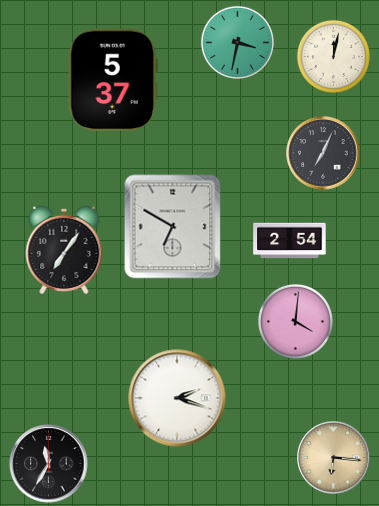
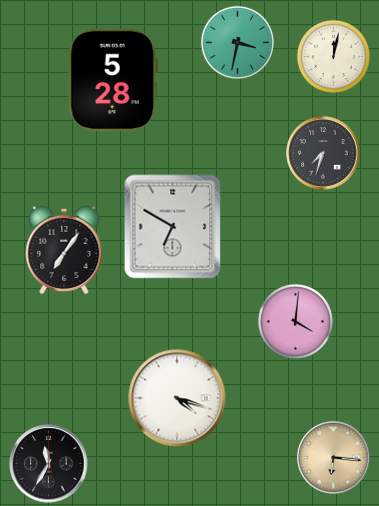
clock at (113, 80): 5:37 -> 5:28
clock at (323, 153): 7:04 -> 7:33
clock at (290, 241): 2:54 -> none
clock at (177, 398): 2:18 -> 4:18
